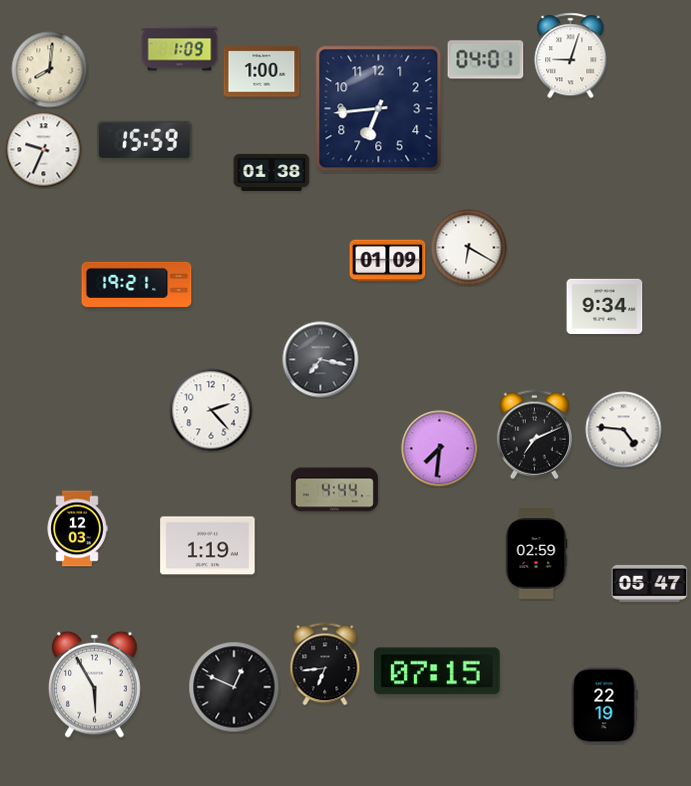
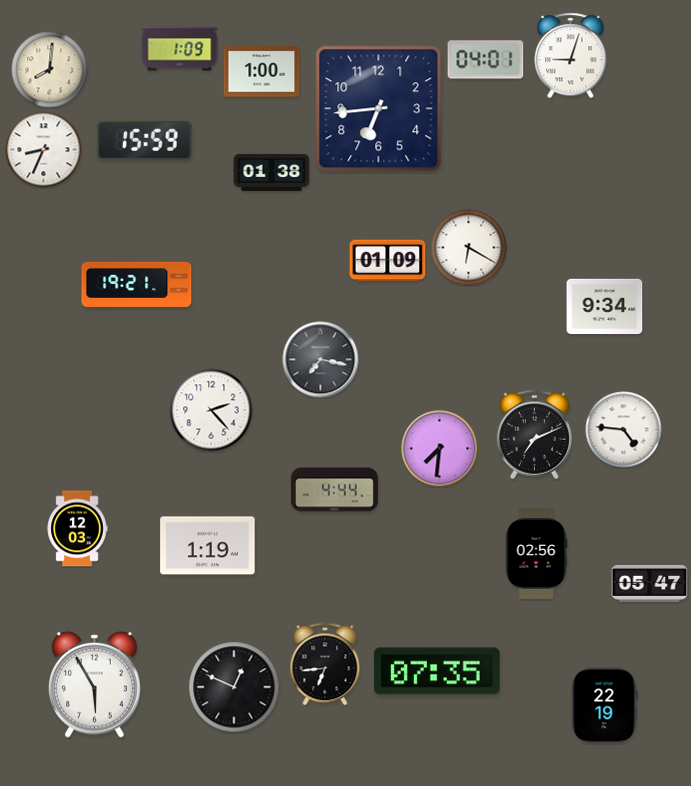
clock at (44, 150): 9:34 -> 8:34
clock at (536, 554): 02:59 -> 02:56
clock at (437, 671): 07:15 -> 07:35
